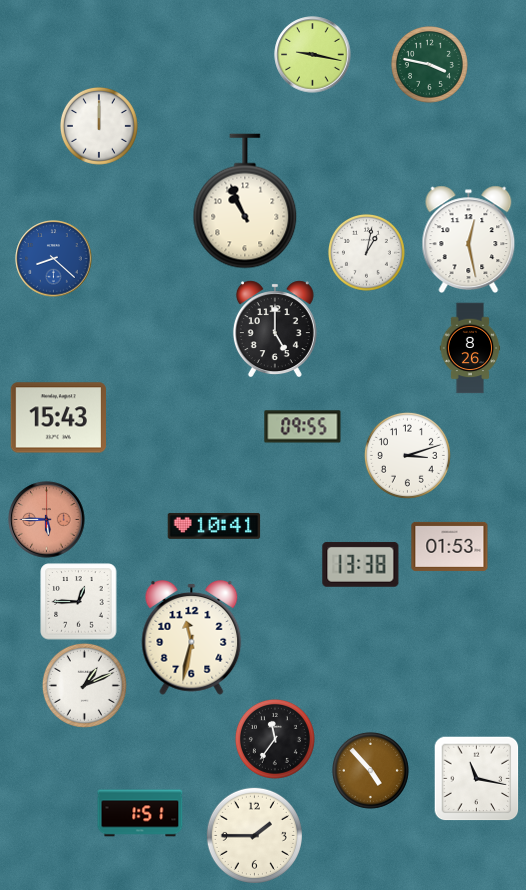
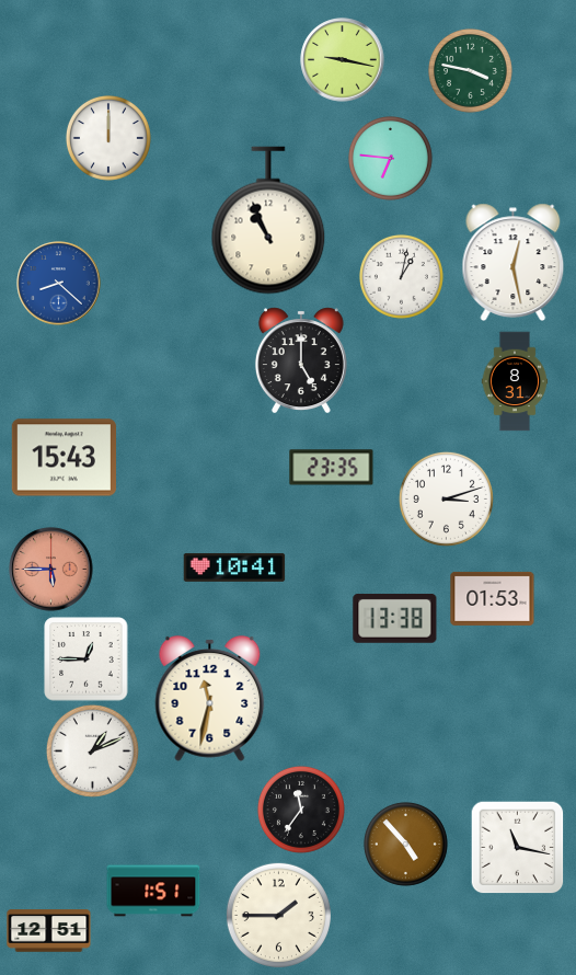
clock at (390, 158): none -> 6:46
clock at (470, 348): 8:26 -> 8:31
clock at (303, 427): 09:55 -> 23:35
clock at (214, 526) position: (214, 526) -> (234, 567)
clock at (476, 778) position: (476, 778) -> (517, 847)
clock at (49, 931): none -> 12:51
